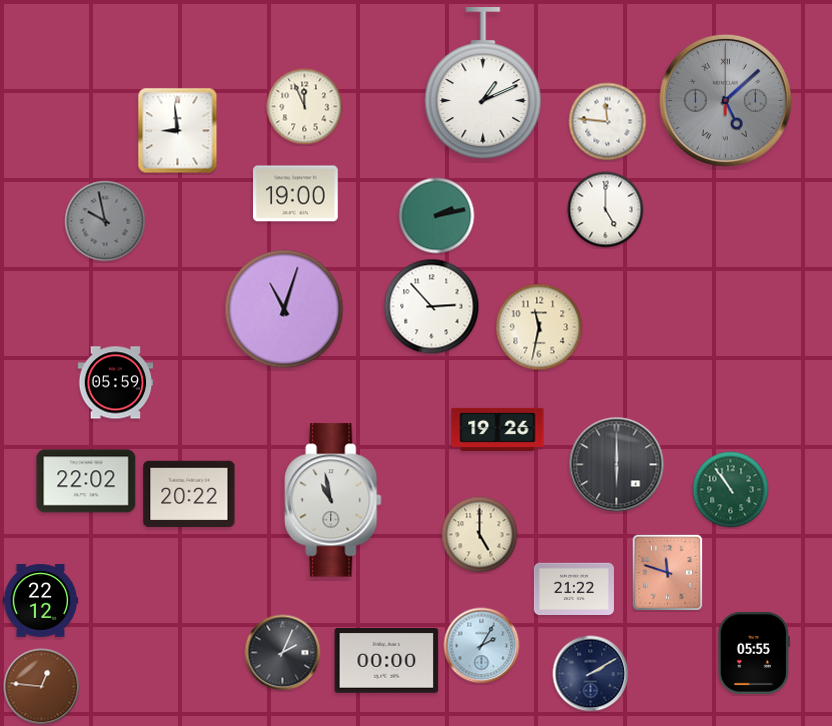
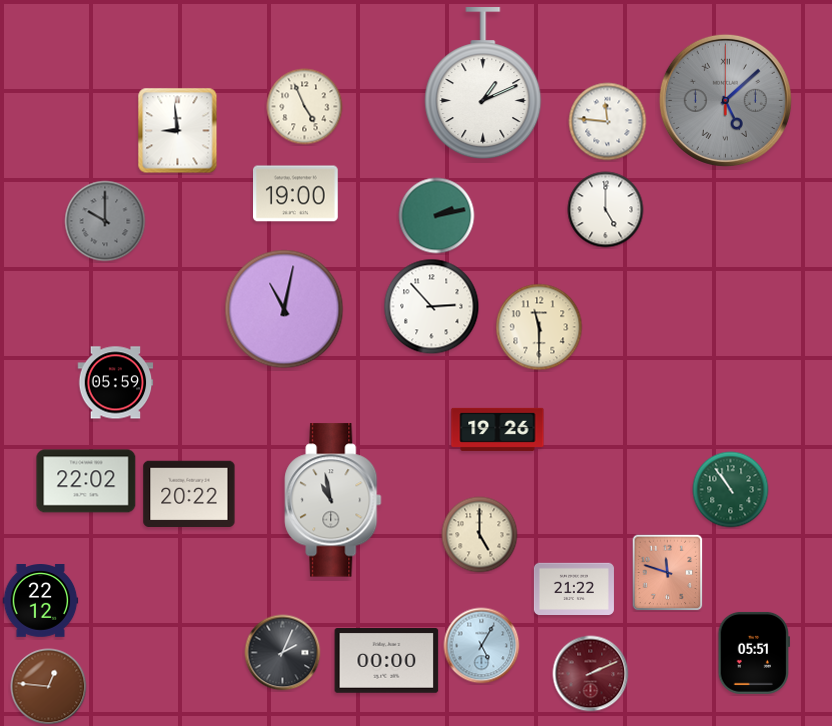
clock at (305, 107): 11:56 -> 4:56
clock at (105, 221): 9:58 -> 10:00
clock at (284, 309): 11:03 -> 11:02
clock at (539, 327): 11:32 -> 11:30
clock at (617, 465): 6:00 -> none
clock at (482, 646): 2:05 -> 5:05
clock at (753, 653): 05:55 -> 05:51
clock at (591, 674): 2:10 -> 2:11
clock at (591, 674) dial: navy -> burgundy
clock at (42, 687) position: (42, 687) -> (49, 687)
